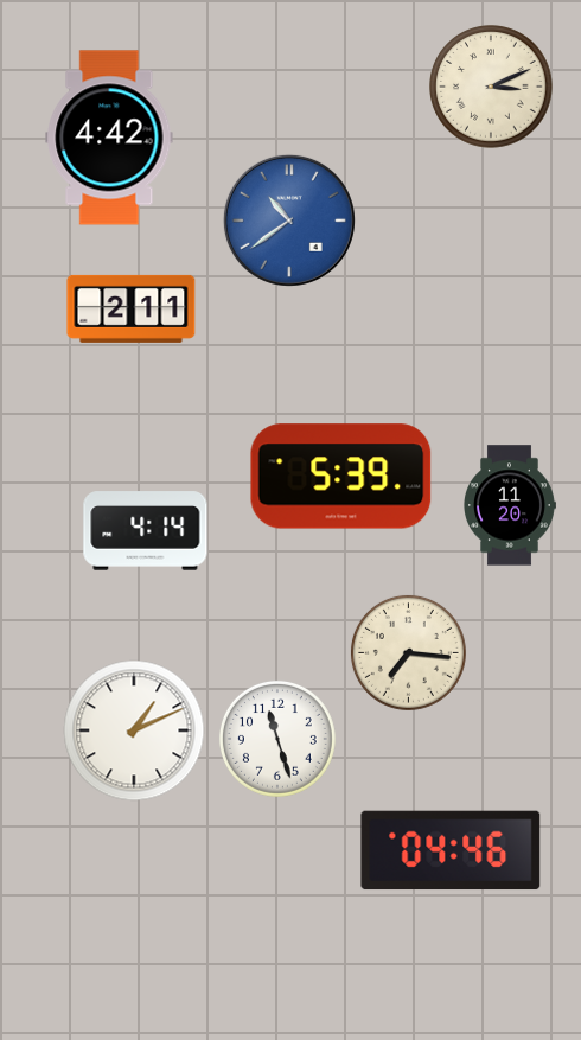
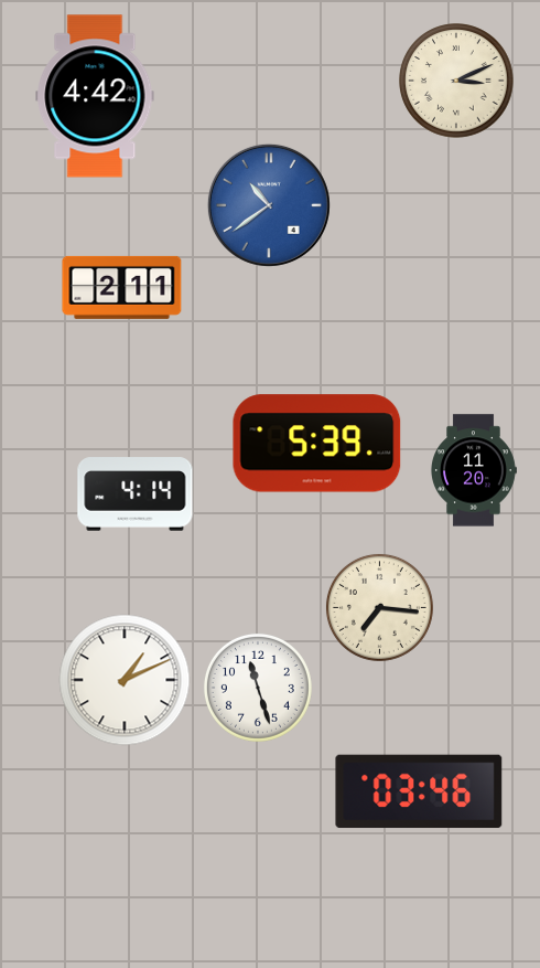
clock at (109, 138) position: (109, 138) -> (95, 96)
clock at (451, 850): 04:46 -> 03:46
